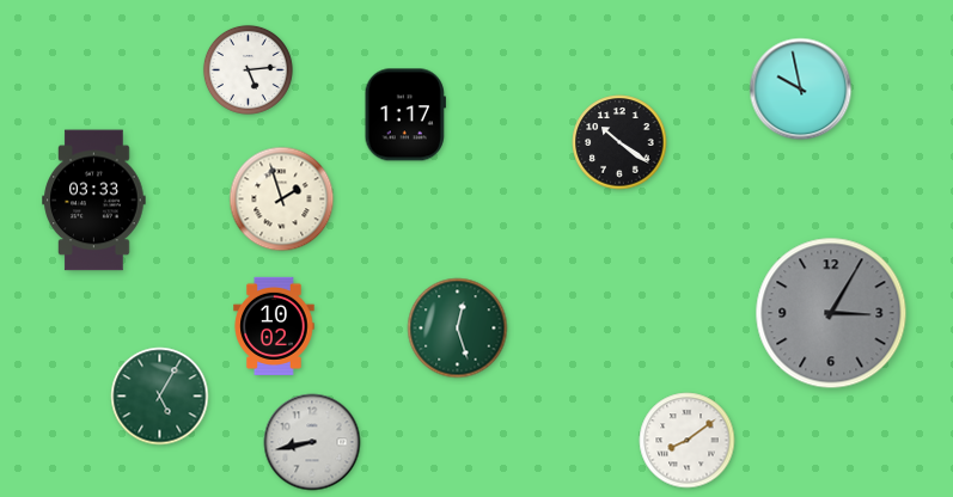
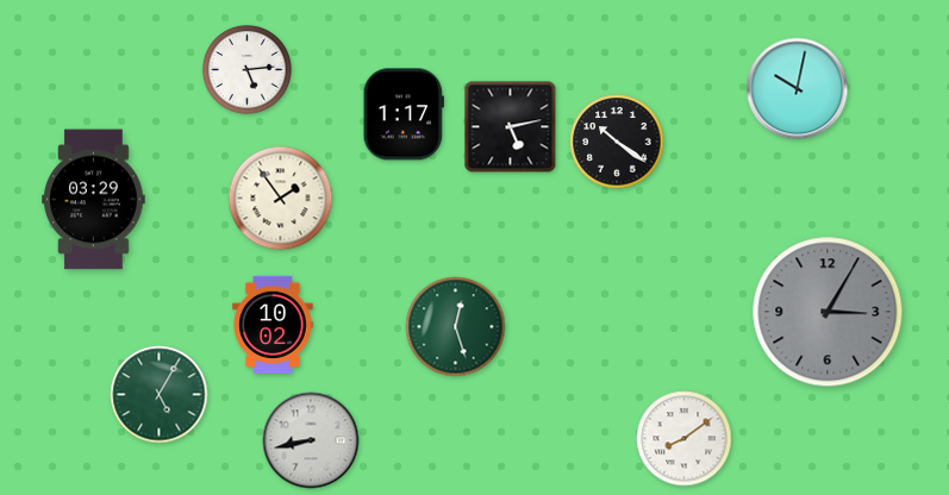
clock at (801, 90): 9:58 -> 10:02
clock at (511, 127): none -> 5:13
clock at (282, 200): 1:57 -> 1:54
clock at (94, 201): 03:33 -> 03:29
